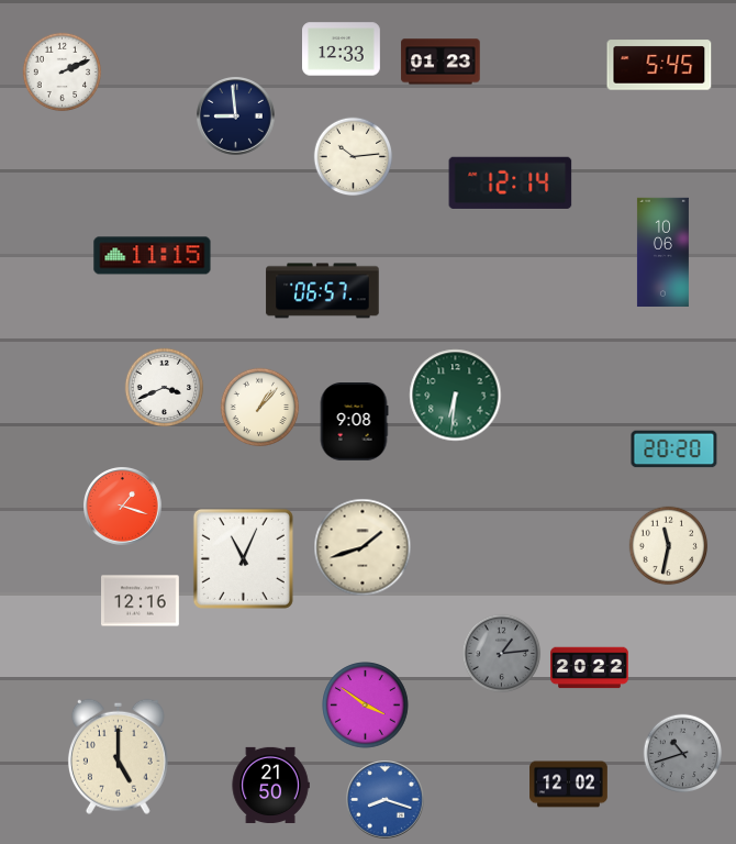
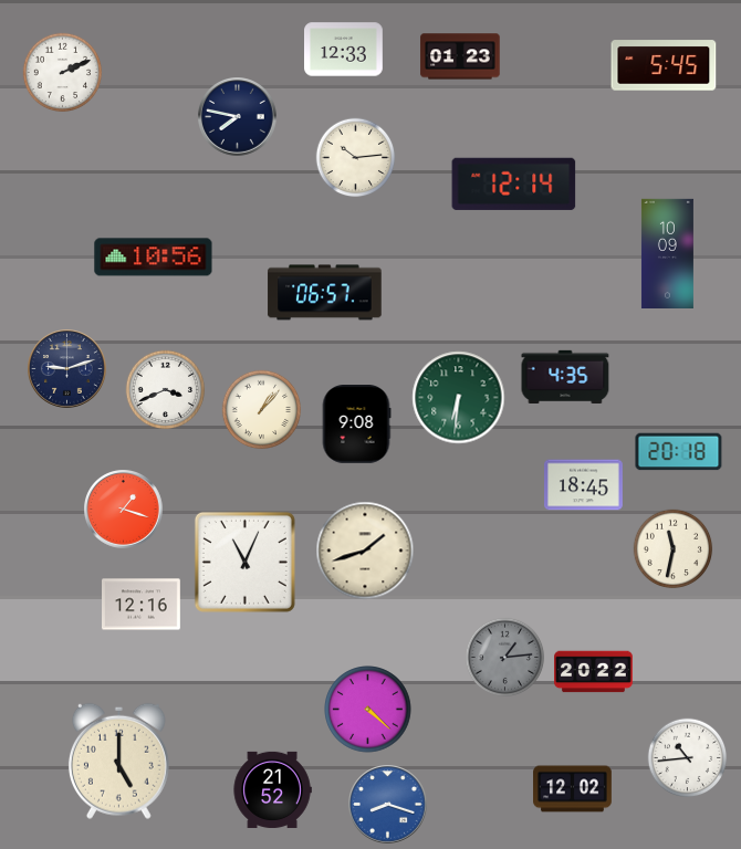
clock at (441, 62) position: (441, 62) -> (460, 56)
clock at (236, 116): 8:59 -> 7:47
clock at (662, 252): 10:06 -> 10:09
clock at (153, 256): 11:15 -> 10:56
clock at (67, 369): none -> 9:12
clock at (565, 376): none -> 4:35
clock at (674, 449): 20:20 -> 20:18
clock at (584, 485): none -> 18:45
clock at (366, 706): 3:51 -> 4:22
clock at (683, 754): 10:42 -> 10:44
clock at (683, 754) dial: grey -> white
clock at (270, 785): 21:50 -> 21:52
